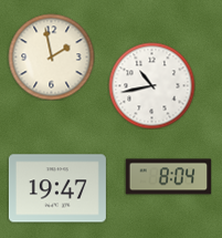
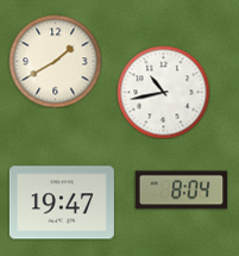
clock at (51, 56): 1:58 -> 1:40
